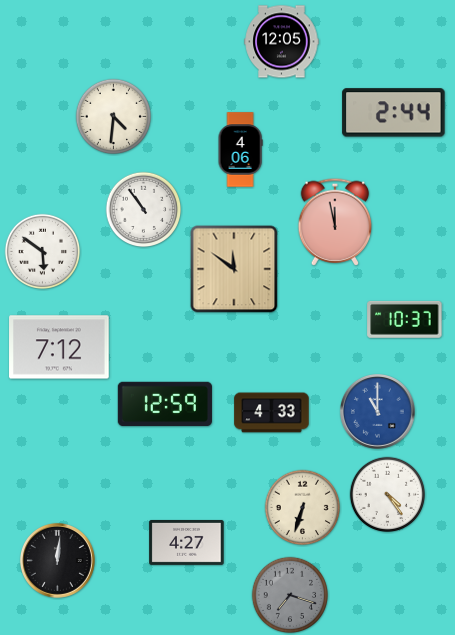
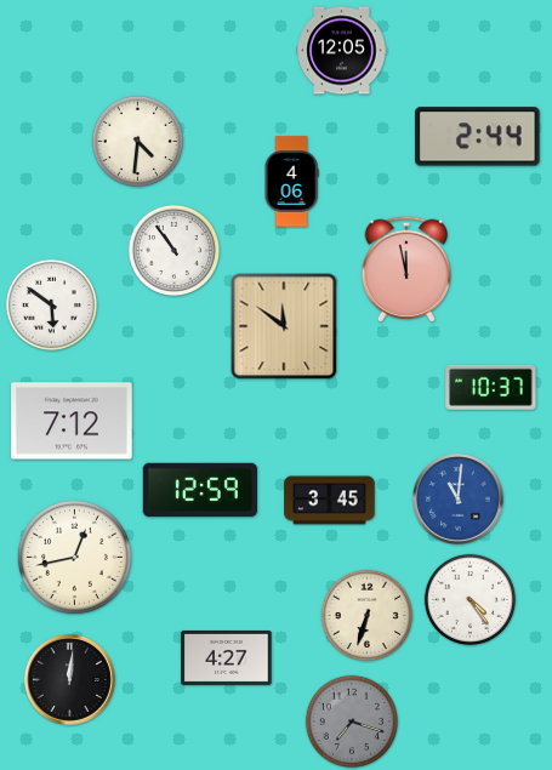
clock at (144, 210) position: (144, 210) -> (175, 251)
clock at (377, 411): 11:00 -> 11:01
clock at (272, 413): 4:33 -> 3:45
clock at (74, 557): none -> 12:43
